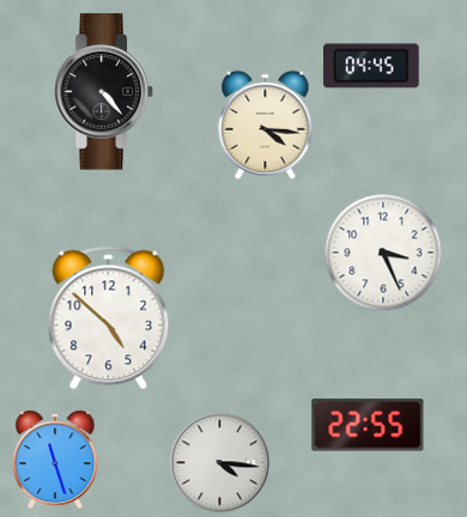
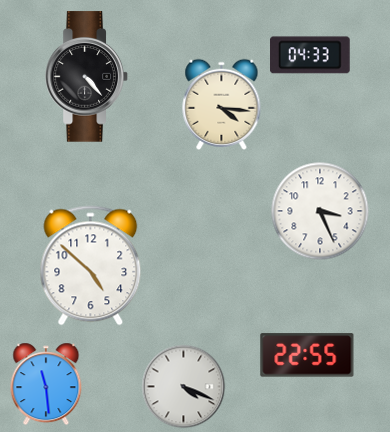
clock at (372, 66): 04:45 -> 04:33
clock at (55, 460): 11:27 -> 11:29
clock at (219, 462): 4:16 -> 4:19
